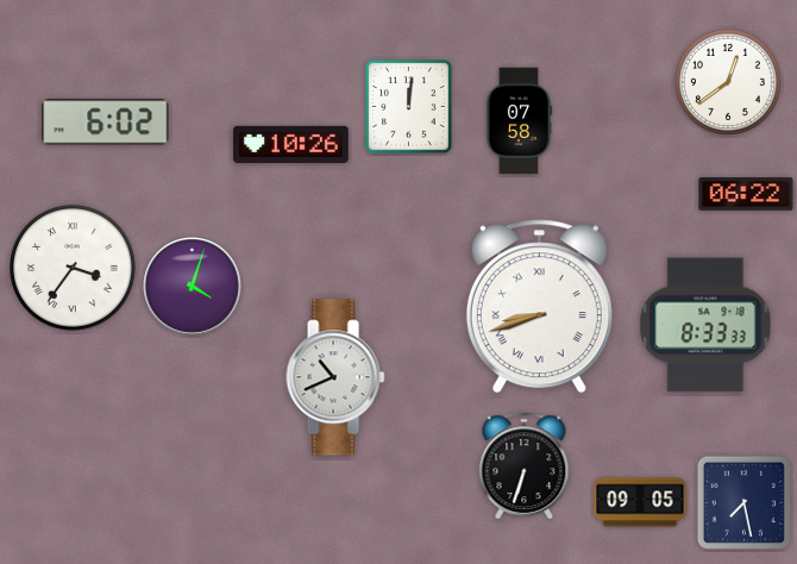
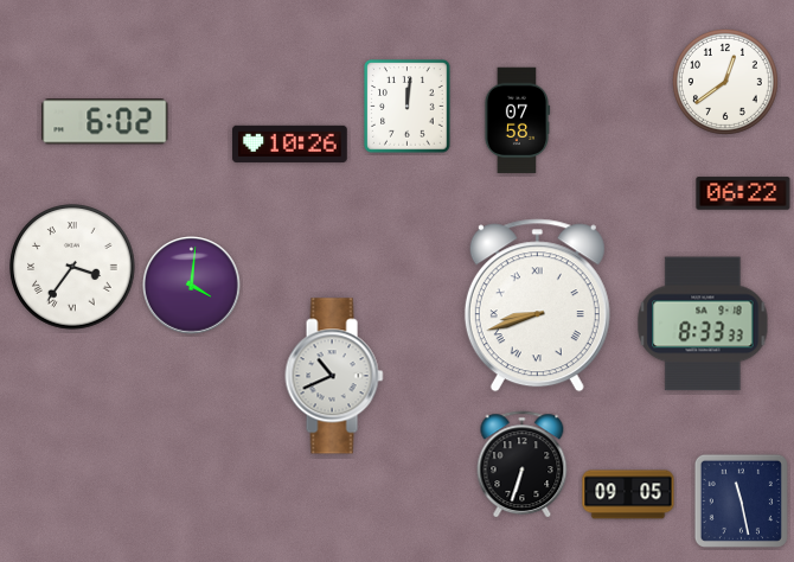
clock at (193, 287): 4:03 -> 4:01
clock at (640, 502) position: (640, 502) -> (628, 494)
clock at (743, 502): 7:28 -> 11:28
